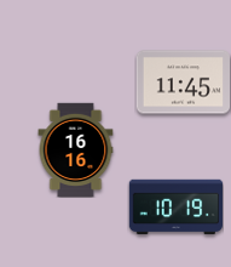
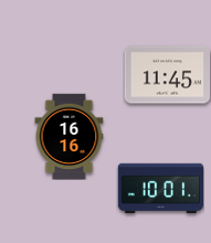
clock at (175, 206): 10:19 -> 10:01
